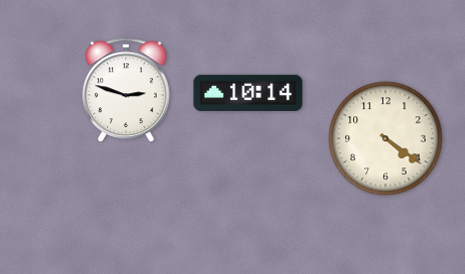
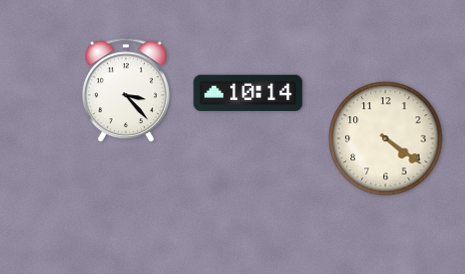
clock at (127, 90): 2:48 -> 3:23
